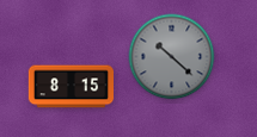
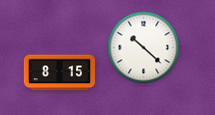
clock at (172, 57) dial: grey -> white
